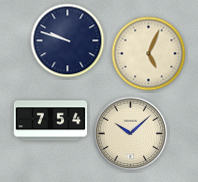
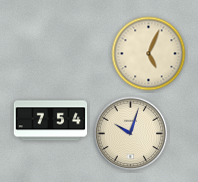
clock at (68, 41): 9:48 -> none
clock at (131, 134): 10:08 -> 10:03
